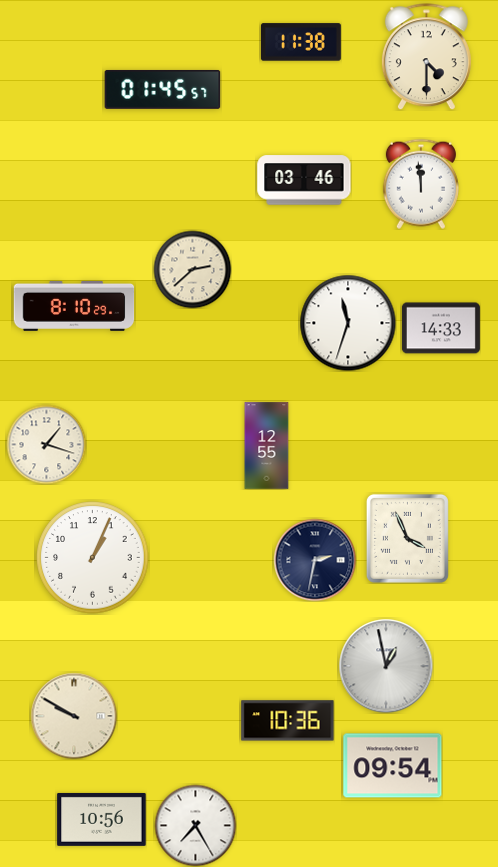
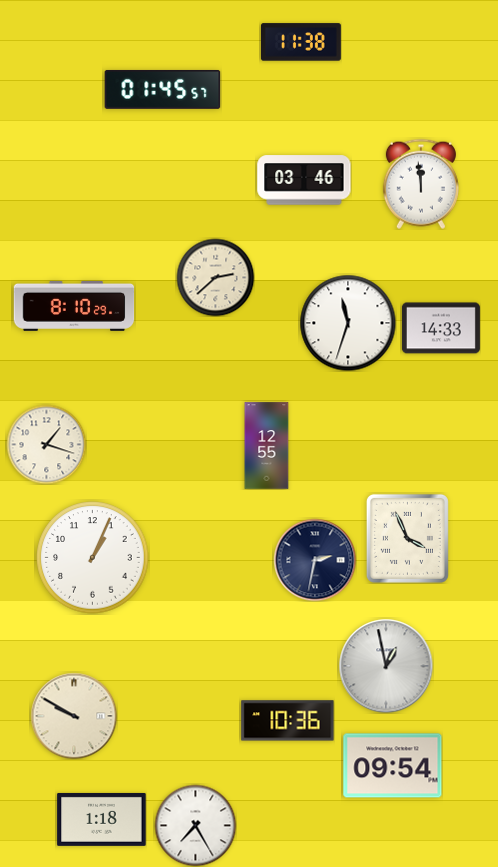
clock at (426, 57): 4:30 -> none
clock at (192, 269) position: (192, 269) -> (215, 277)
clock at (102, 819): 10:56 -> 1:18
